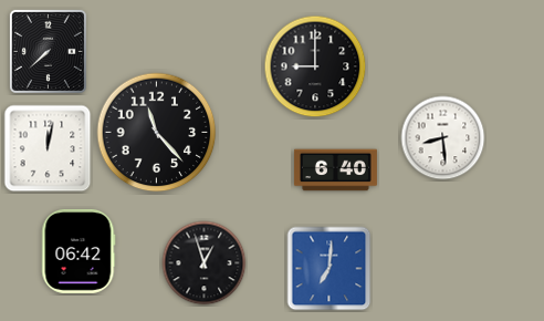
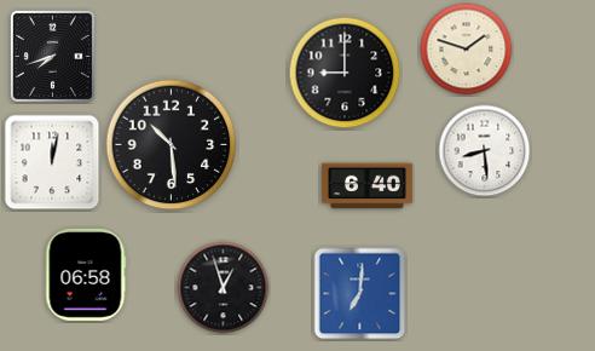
clock at (467, 50): none -> 1:48
clock at (48, 51): 7:38 -> 7:42
clock at (157, 133): 11:23 -> 10:29
clock at (79, 251): 06:42 -> 06:58
